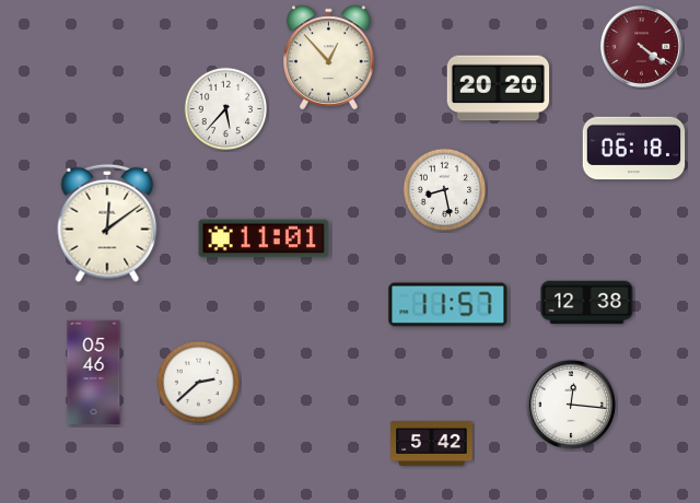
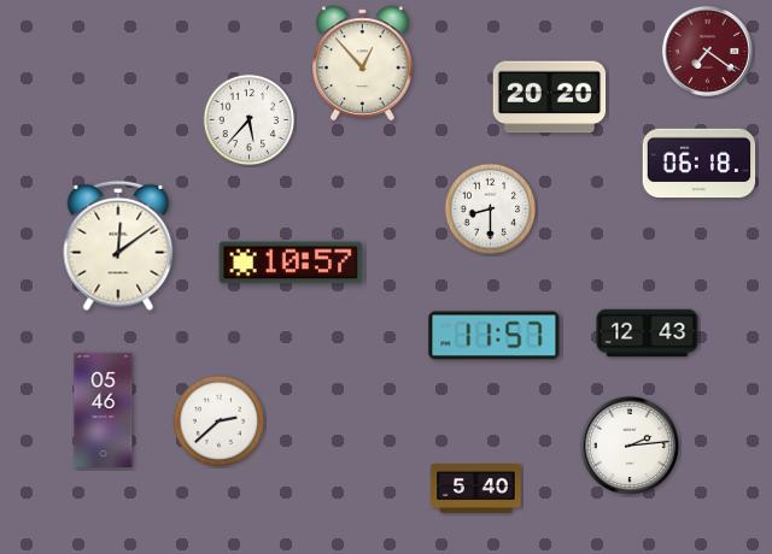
clock at (641, 46): 4:21 -> 7:21
clock at (445, 190): 8:28 -> 8:30
clock at (264, 238): 11:01 -> 10:57
clock at (587, 303): 12:38 -> 12:43
clock at (571, 405): 12:16 -> 2:14
clock at (432, 443): 5:42 -> 5:40
